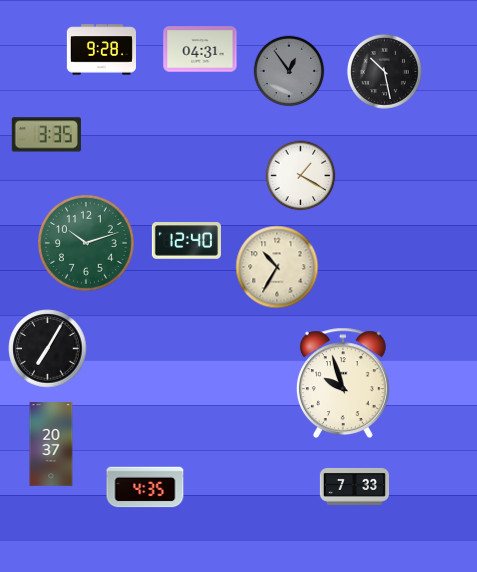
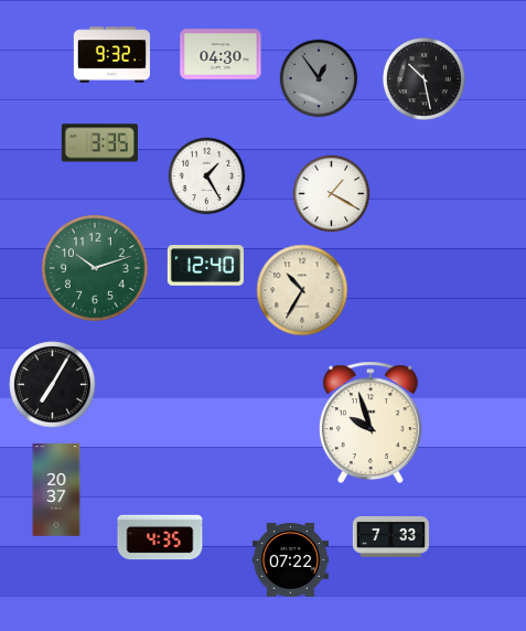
clock at (200, 49): 04:31 -> 04:30
clock at (101, 50): 9:28 -> 9:32
clock at (46, 135) position: (46, 135) -> (99, 143)
clock at (207, 177): none -> 1:25
clock at (277, 267) position: (277, 267) -> (302, 290)
clock at (343, 383) position: (343, 383) -> (371, 423)
clock at (290, 560): none -> 07:22
